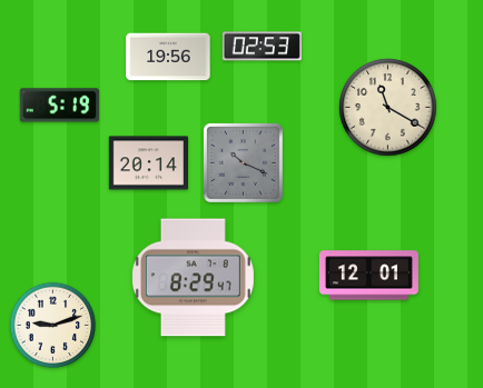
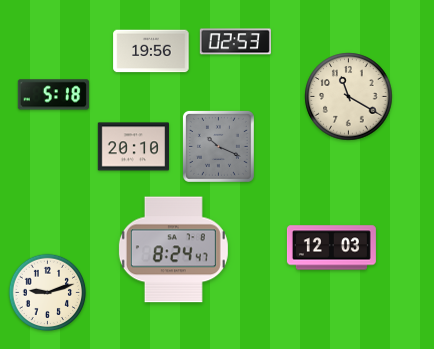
clock at (59, 106): 5:19 -> 5:18
clock at (148, 163): 20:14 -> 20:10
clock at (368, 276): 12:01 -> 12:03
clock at (193, 278): 8:29 -> 8:24
